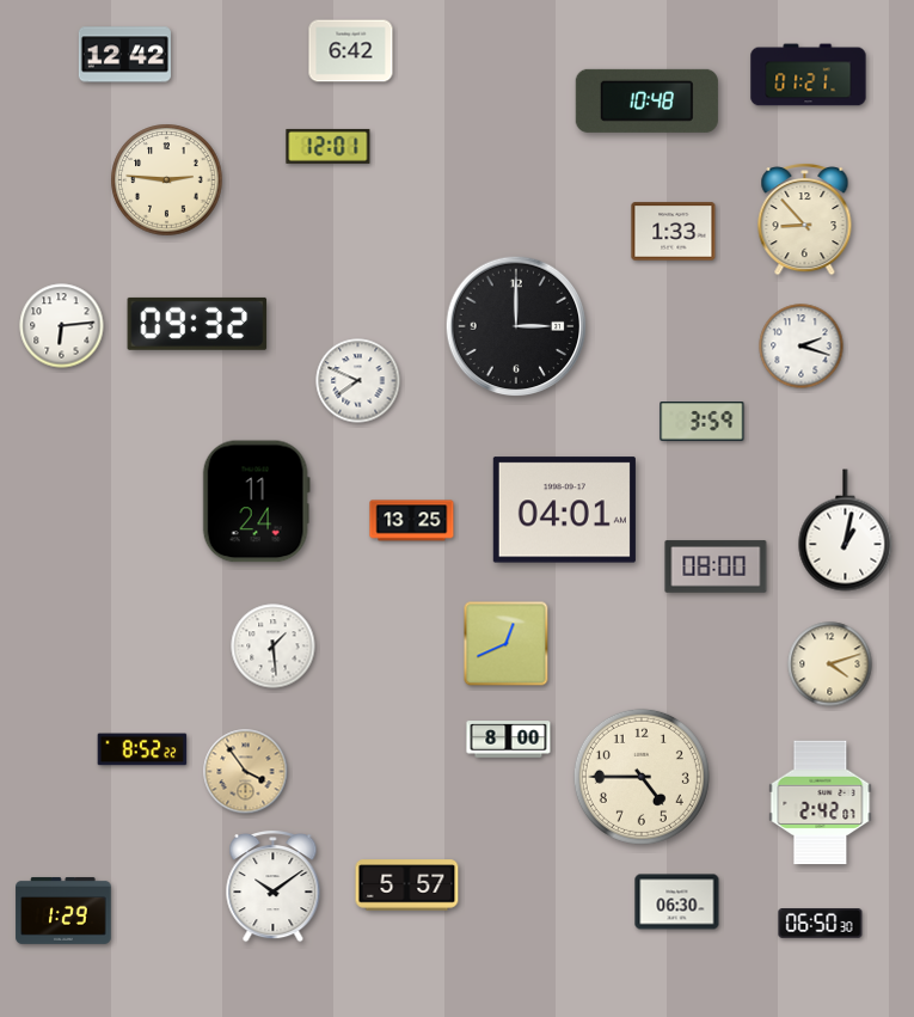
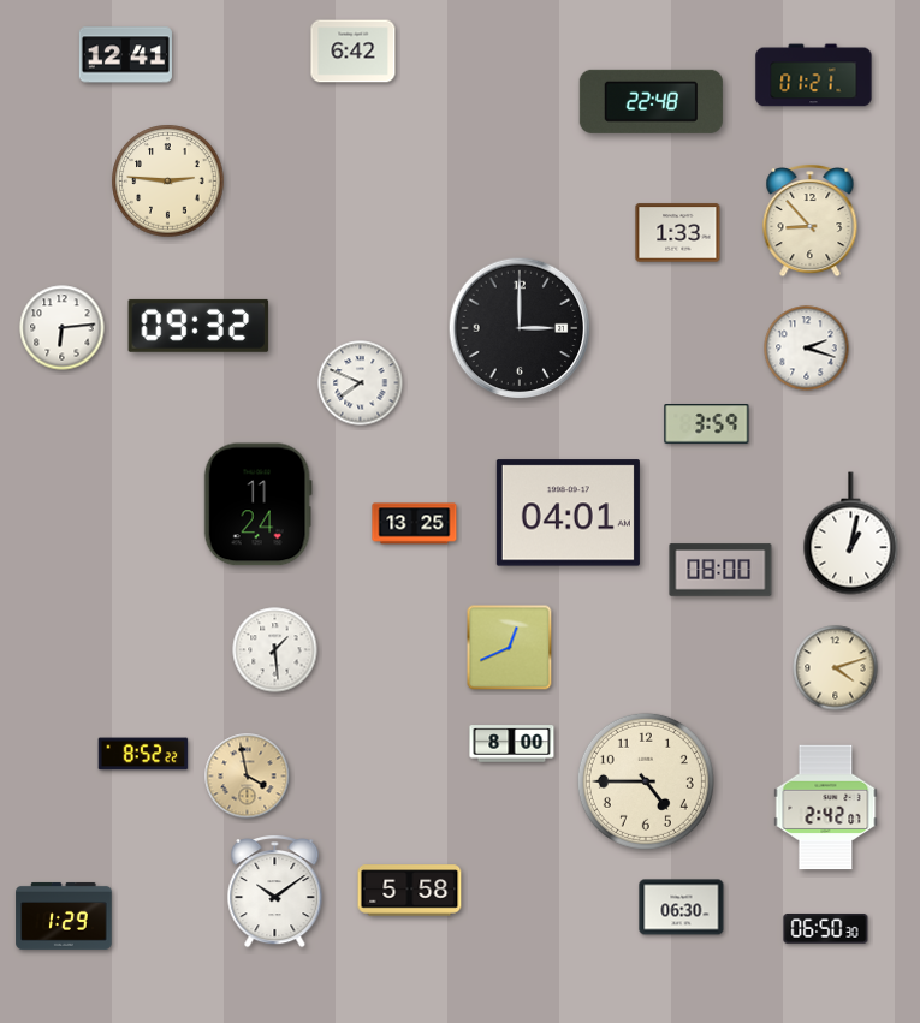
clock at (124, 55): 12:42 -> 12:41
clock at (646, 100): 10:48 -> 22:48
clock at (329, 146): 12:01 -> none
clock at (246, 772): 3:54 -> 3:58
clock at (407, 886): 5:57 -> 5:58
